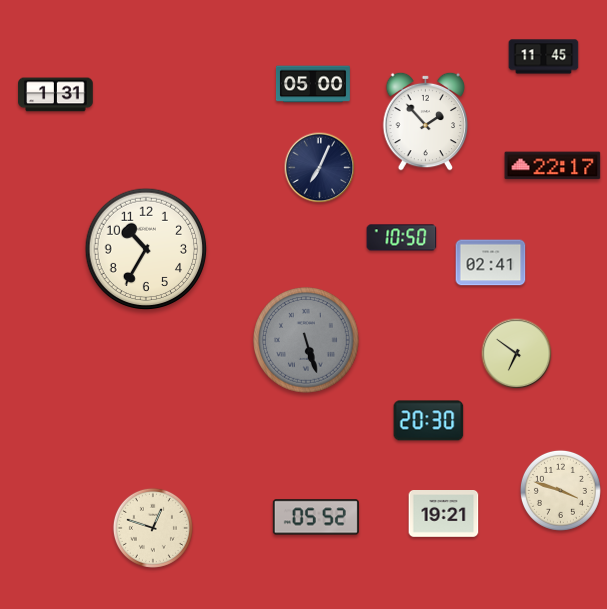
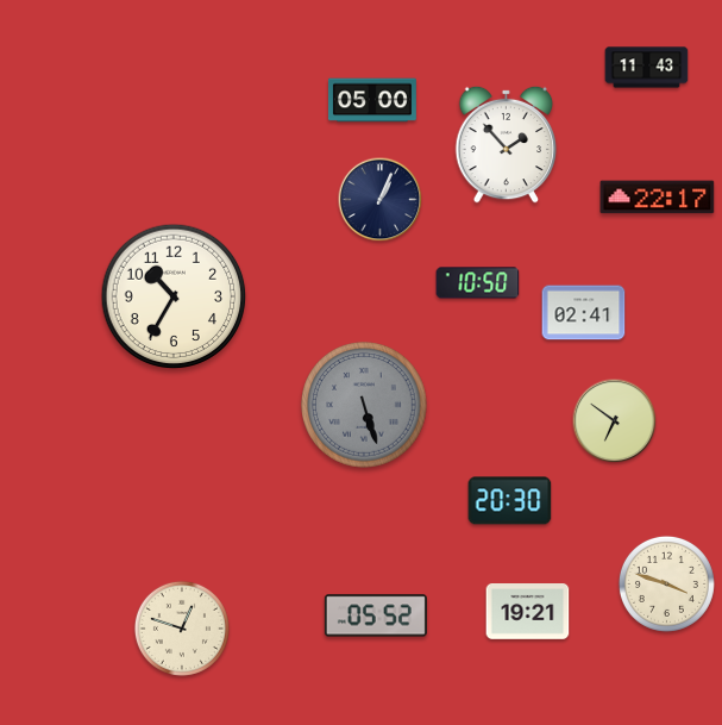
clock at (544, 57): 11:45 -> 11:43
clock at (56, 95): 1:31 -> none
clock at (320, 168): 7:04 -> 1:04
